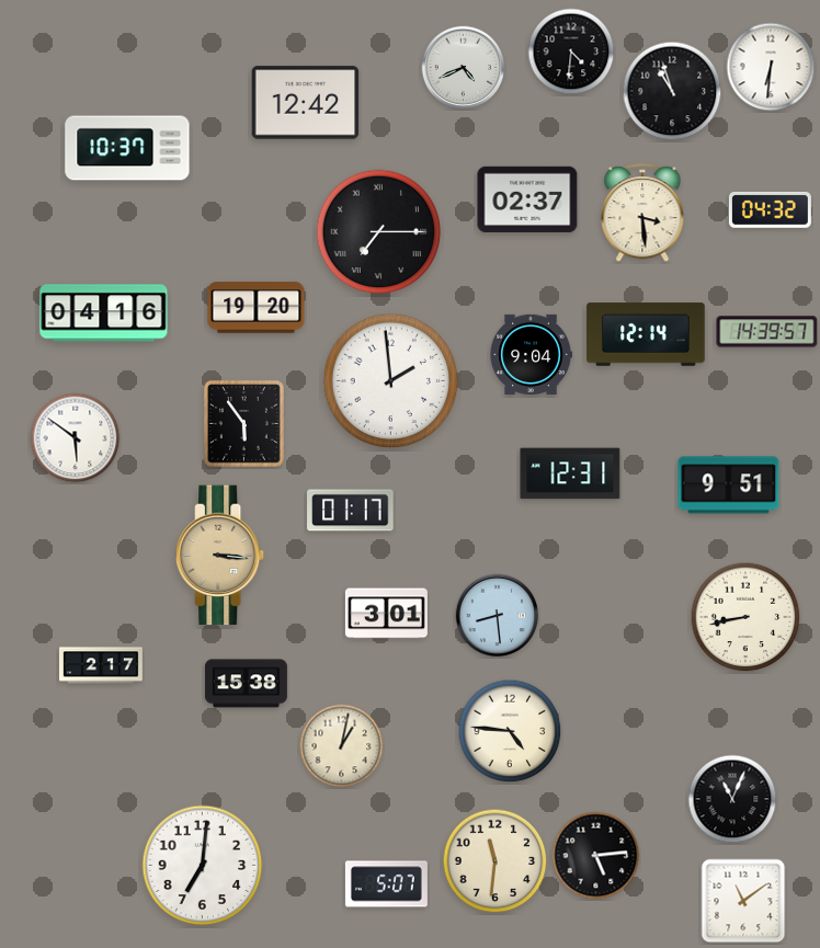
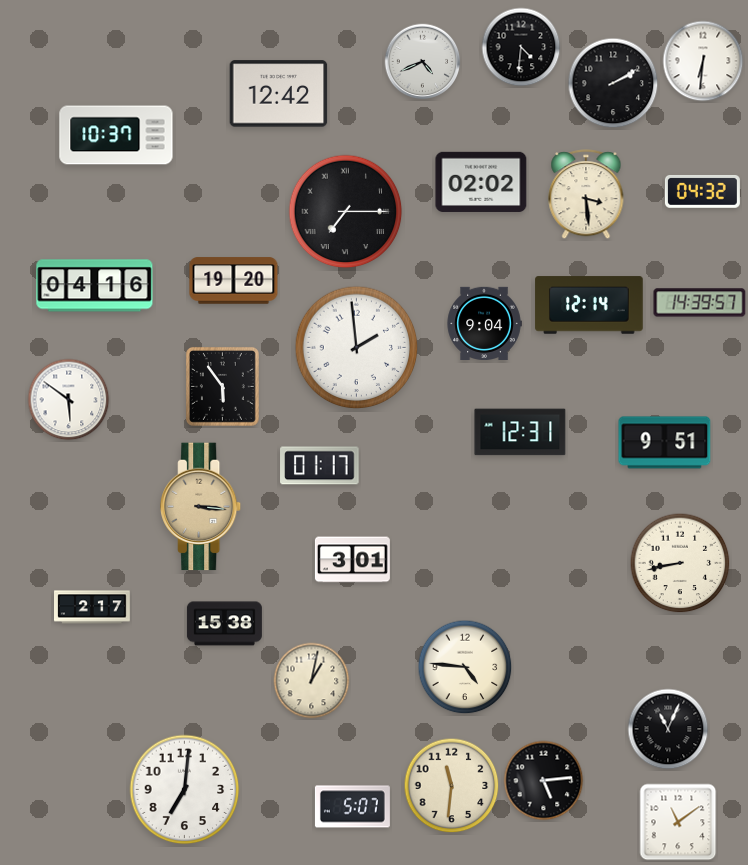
clock at (672, 91): 10:57 -> 2:10
clock at (527, 199): 02:37 -> 02:02
clock at (498, 616): 8:29 -> none
